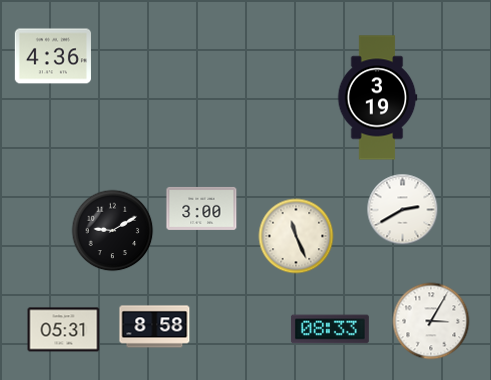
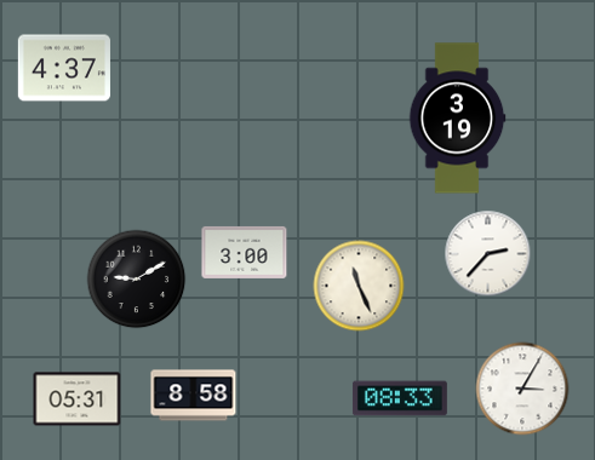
clock at (53, 56): 4:36 -> 4:37
clock at (403, 210): 2:40 -> 2:37
clock at (155, 327) position: (155, 327) -> (194, 396)
